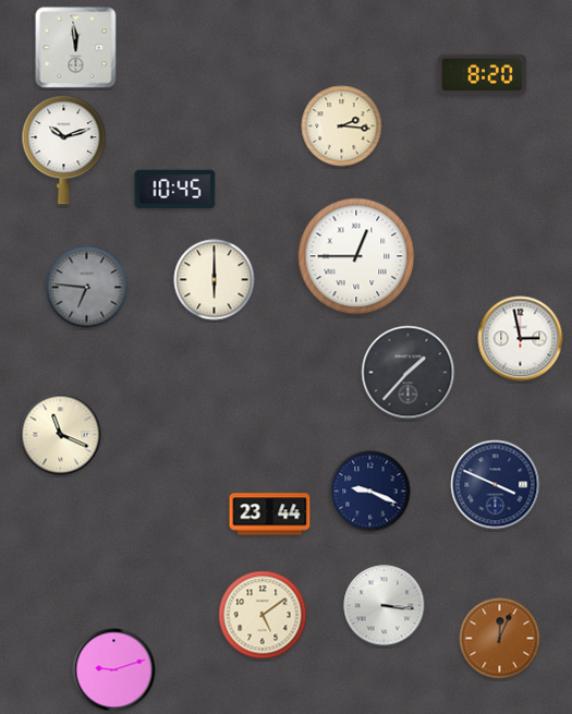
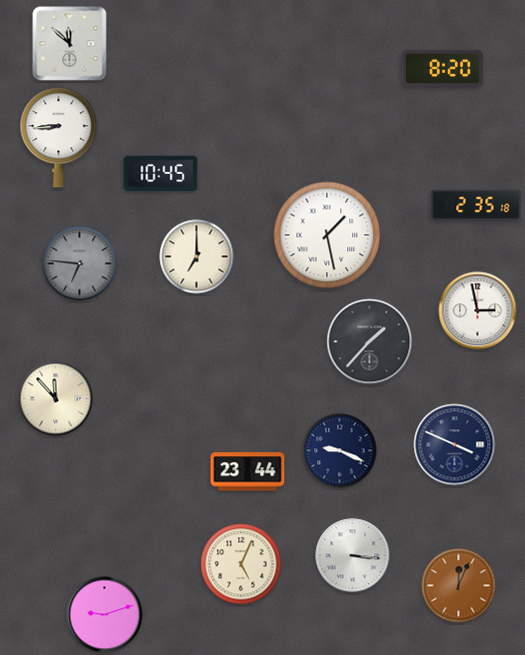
clock at (76, 48): 11:59 -> 11:52
clock at (342, 126): 2:16 -> none
clock at (64, 150): 10:12 -> 8:44
clock at (476, 205): none -> 2:35
clock at (356, 256): 12:45 -> 1:28
clock at (215, 280): 6:00 -> 7:00
clock at (409, 373) position: (409, 373) -> (370, 342)
clock at (61, 435): 11:19 -> 11:53
clock at (263, 615): 5:09 -> 5:04
